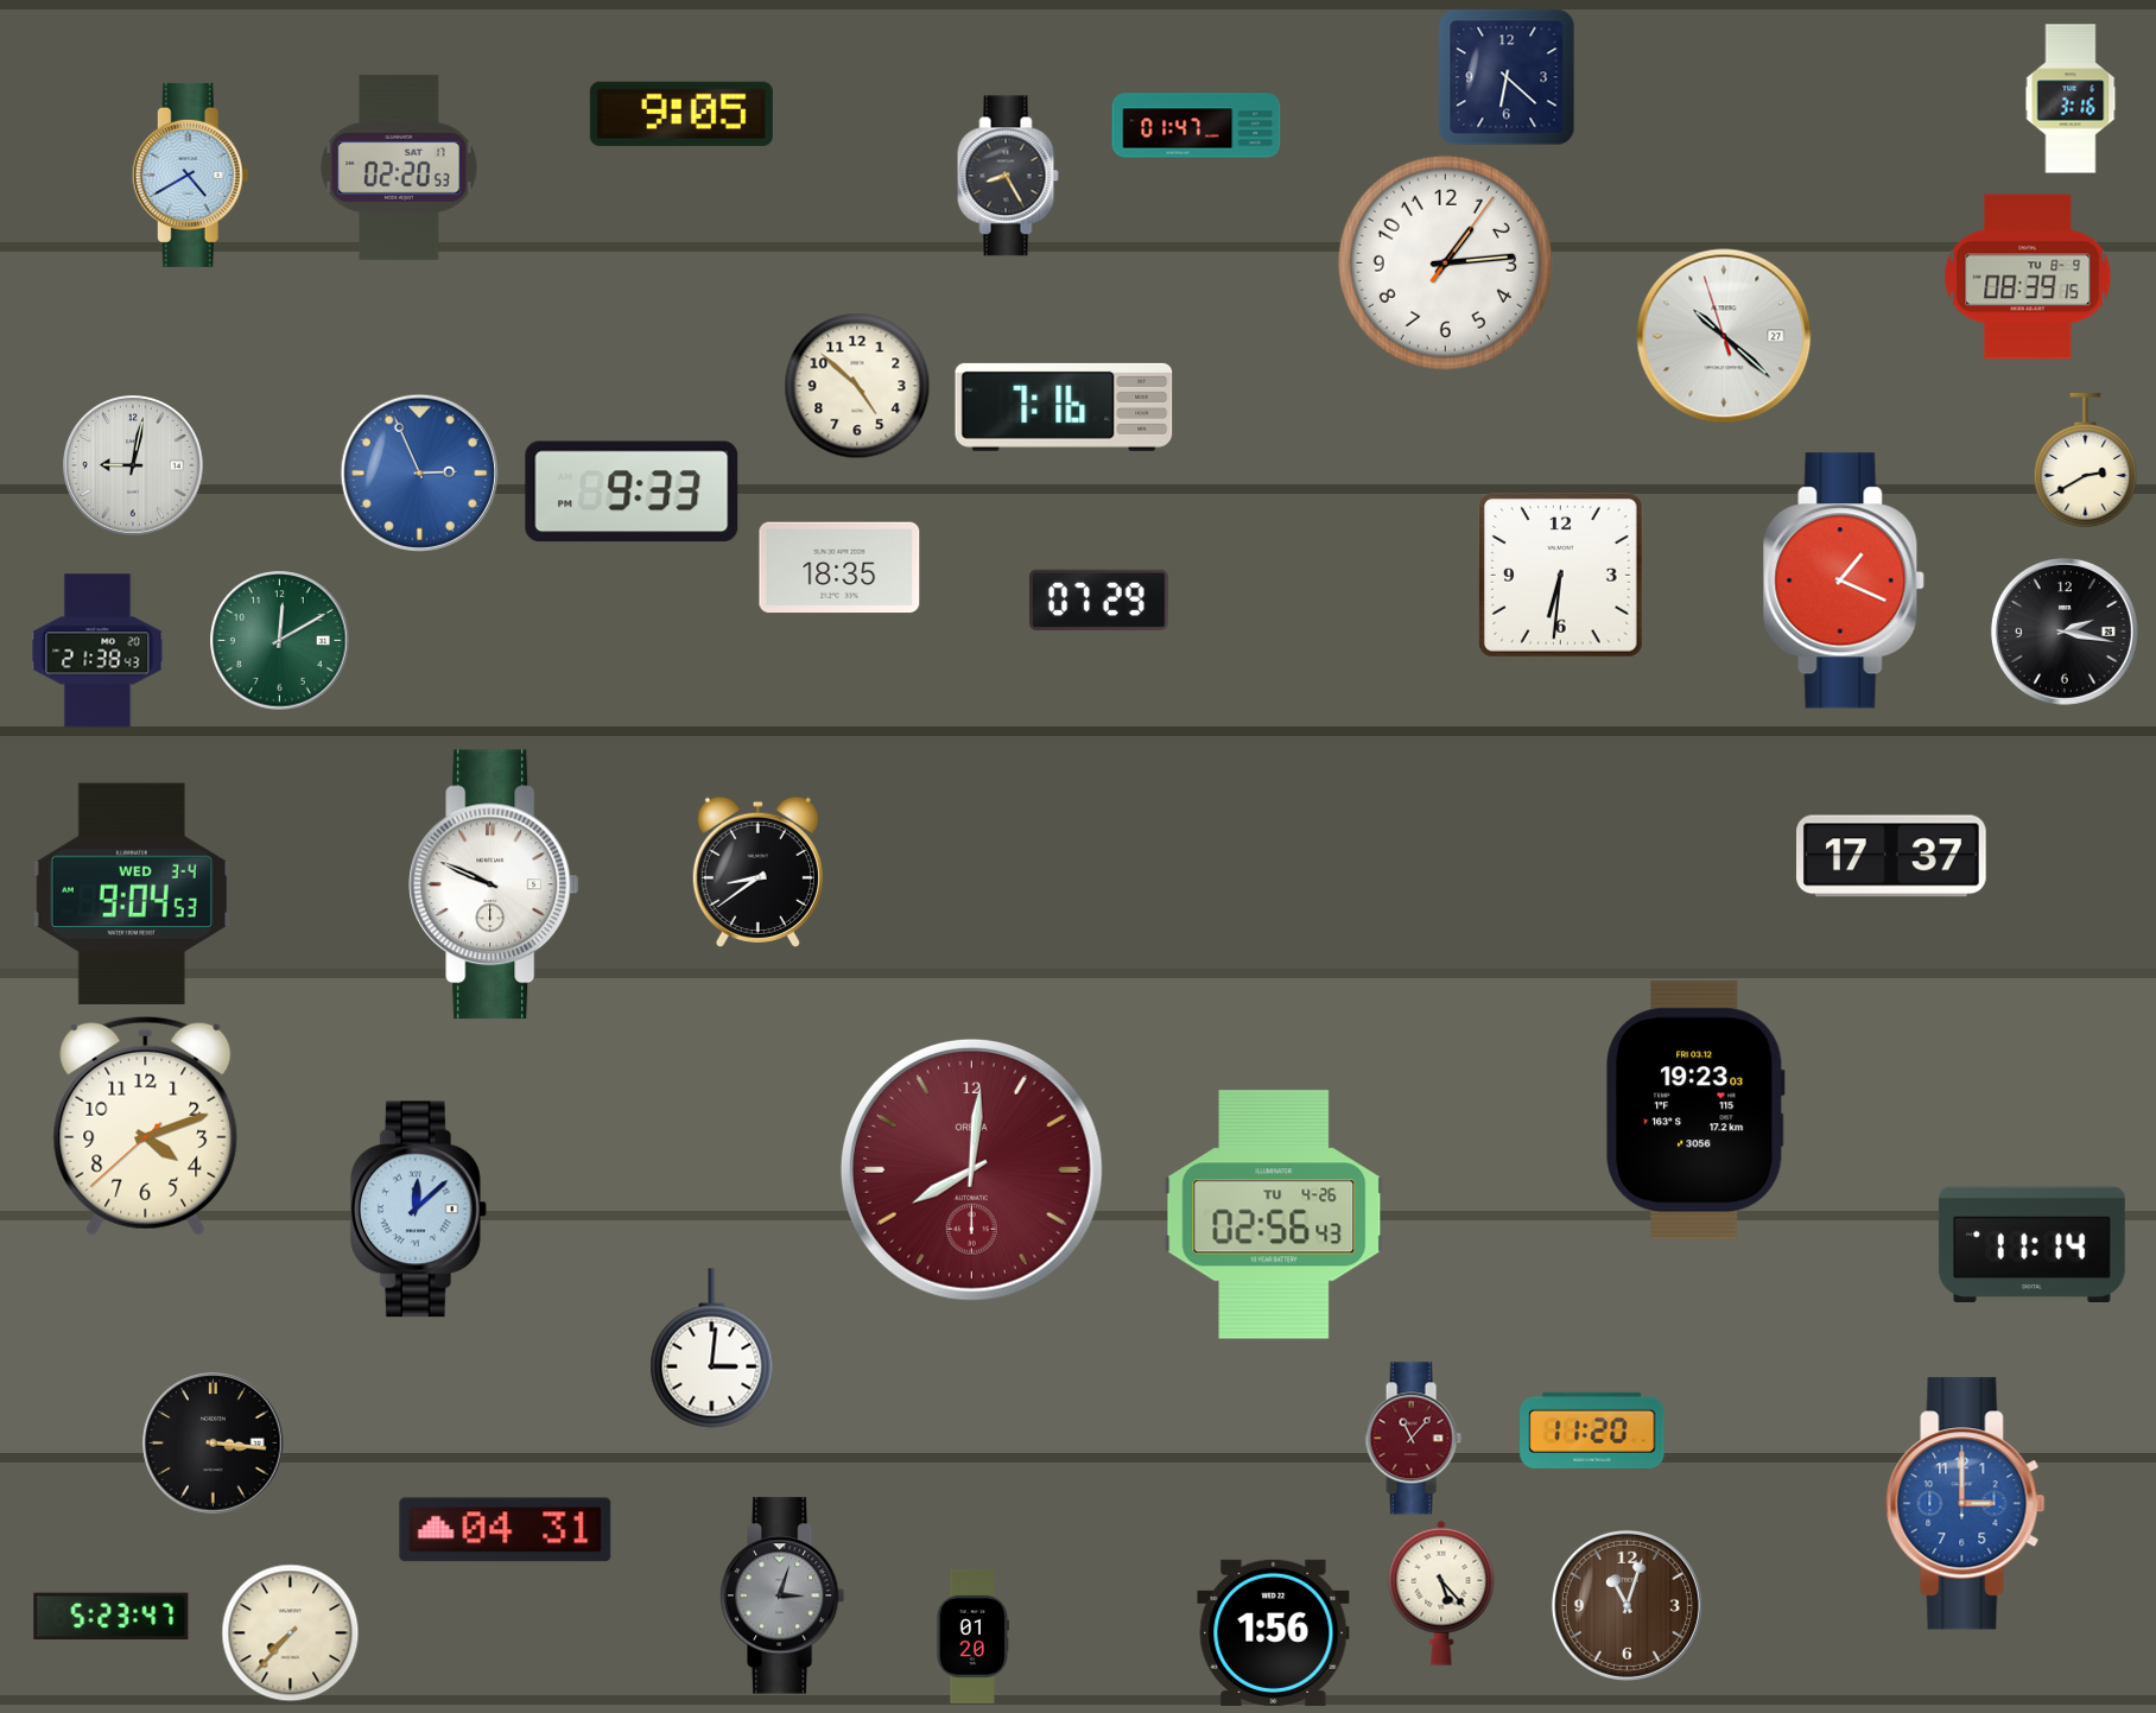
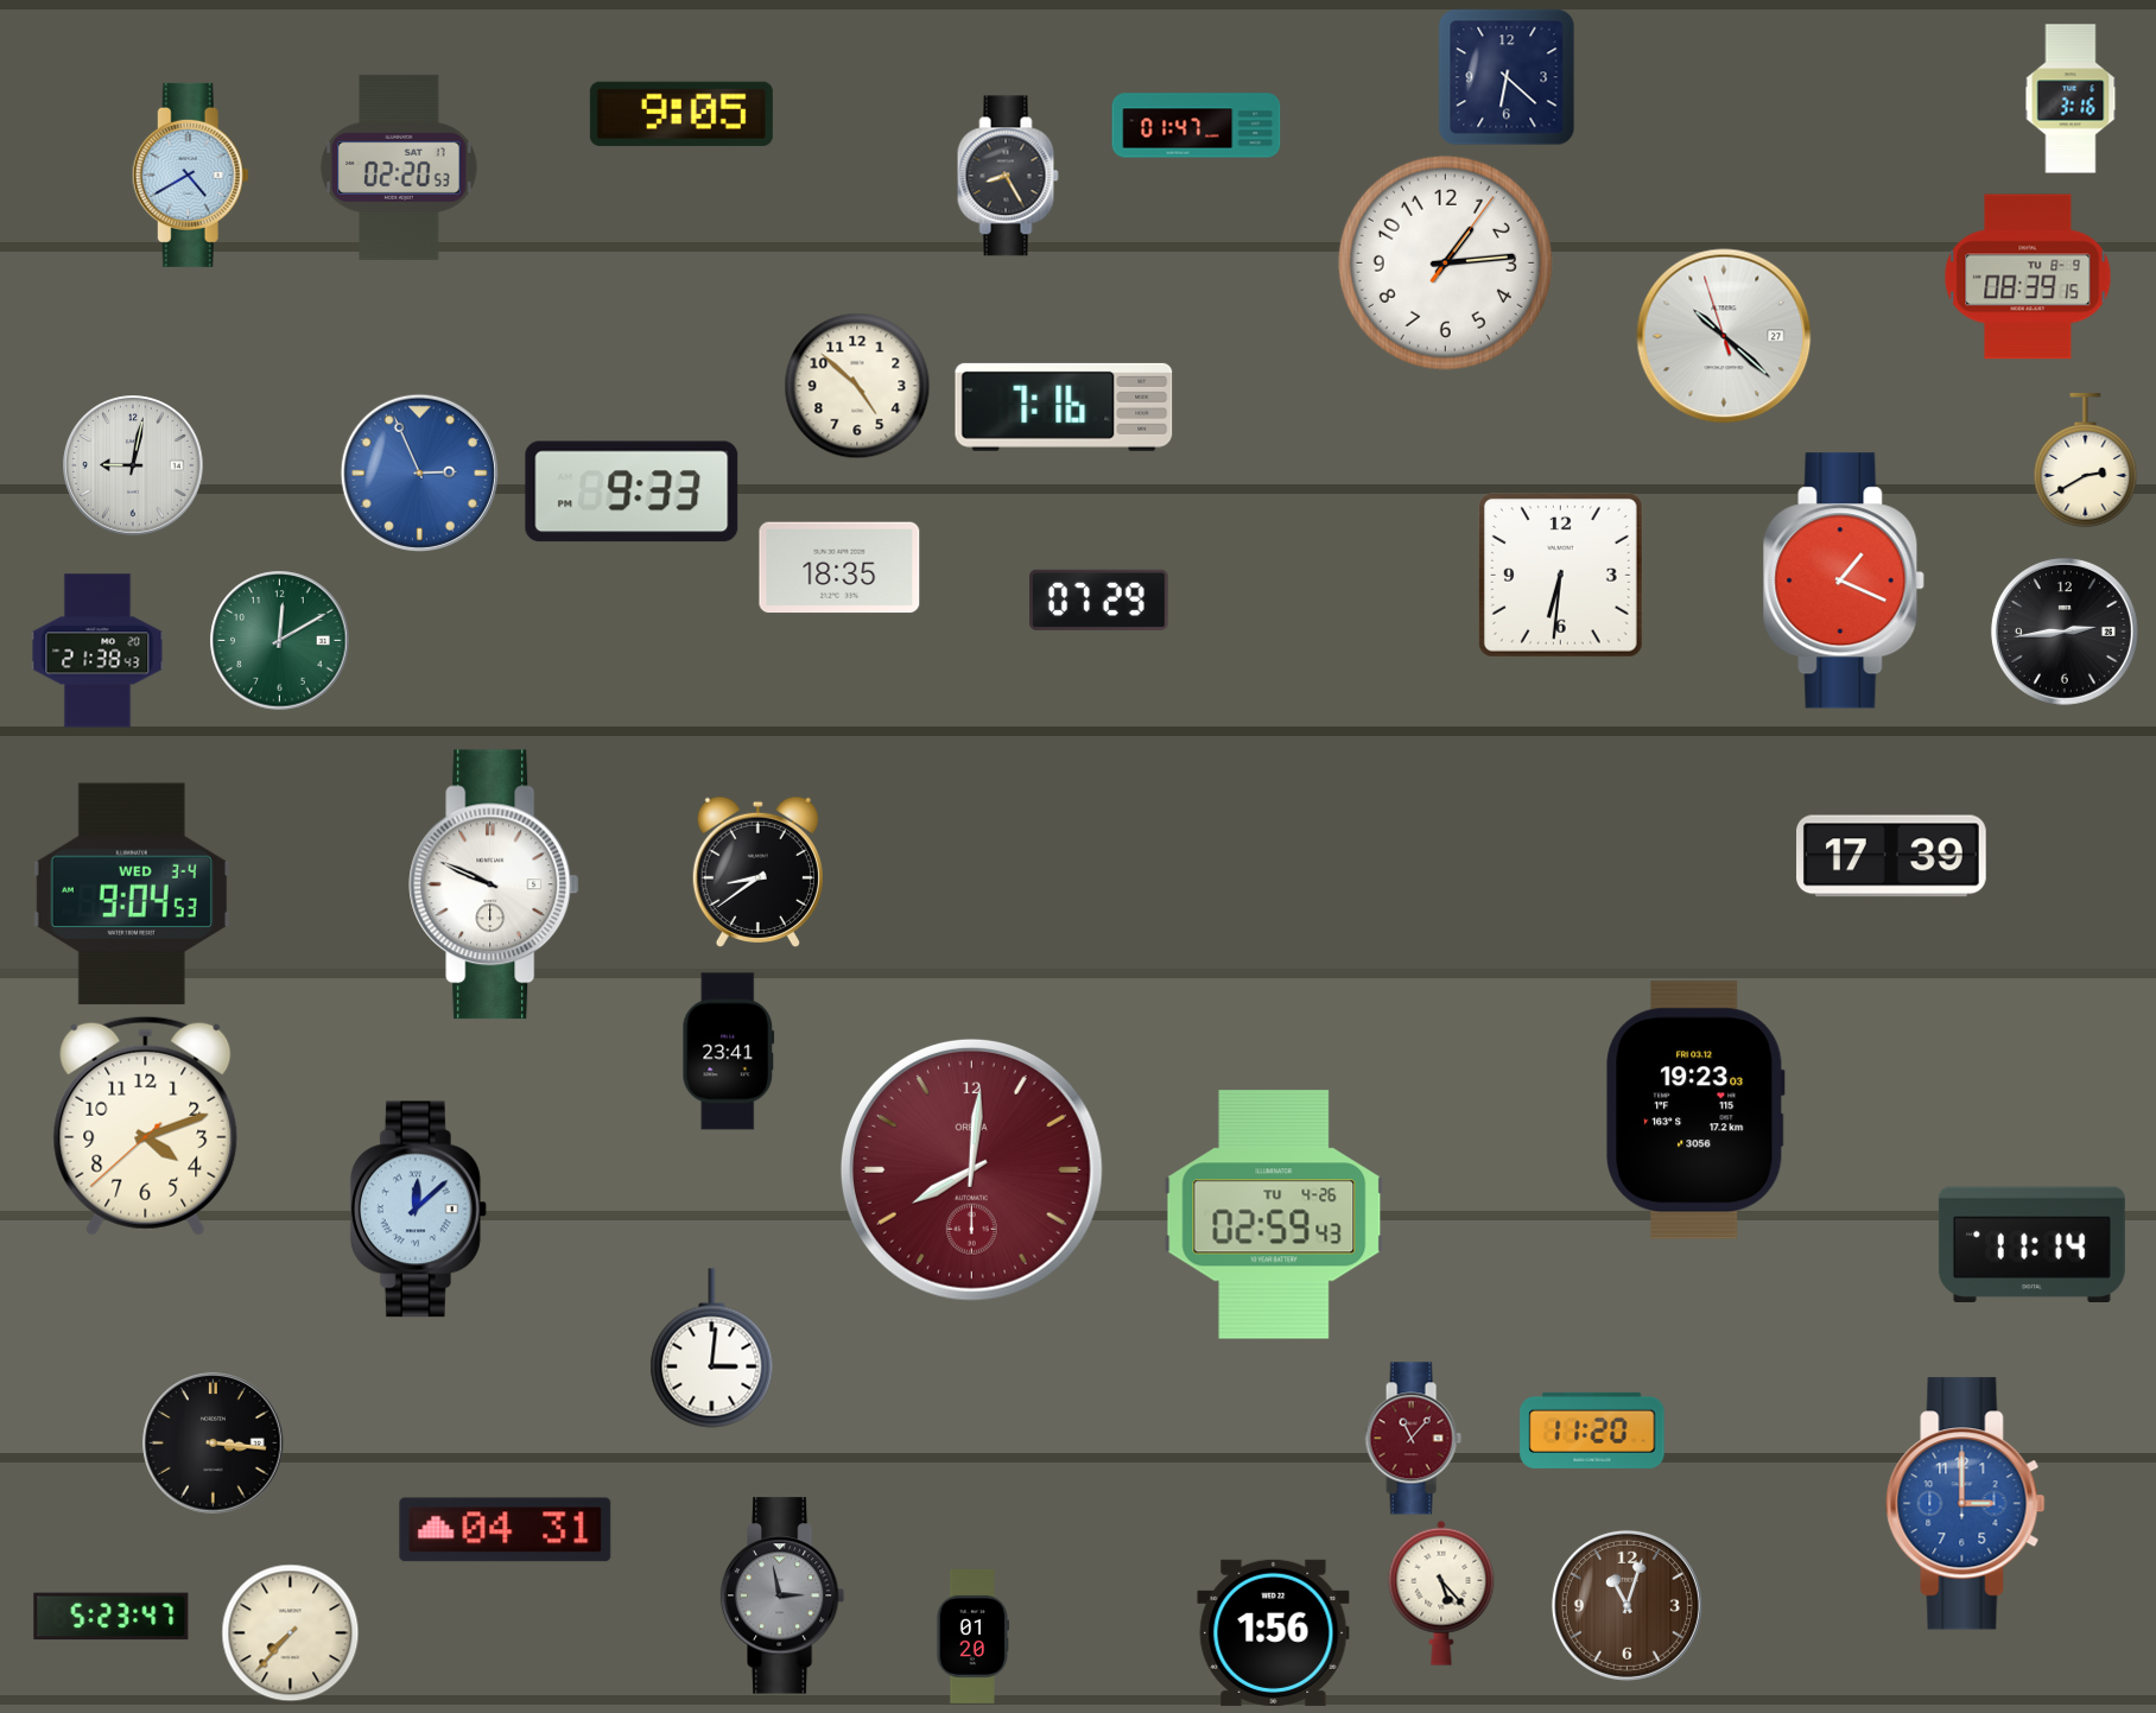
clock at (2065, 632): 2:17 -> 2:44
clock at (1892, 856): 17:37 -> 17:39
clock at (729, 1052): none -> 23:41
clock at (1274, 1214): 02:56 -> 02:59
clock at (782, 1595): 3:03 -> 2:58
